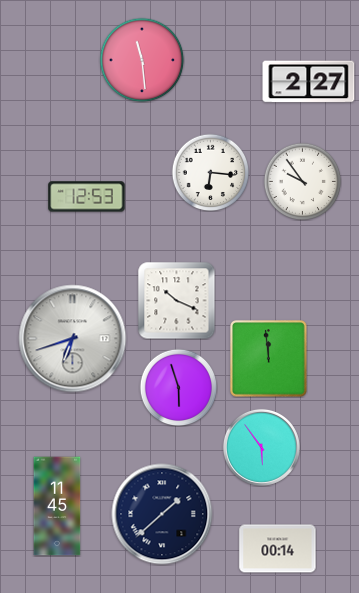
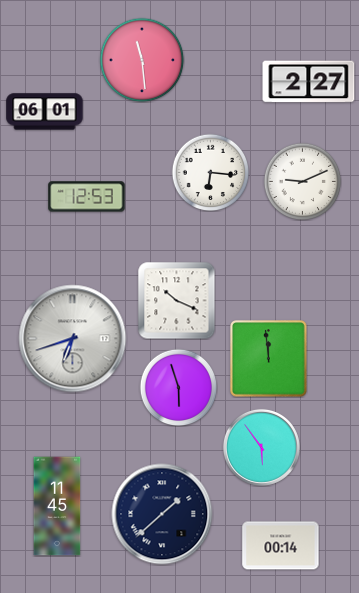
clock at (45, 112): none -> 06:01
clock at (302, 181): 9:54 -> 9:11
clock at (278, 549) position: (278, 549) -> (281, 546)
